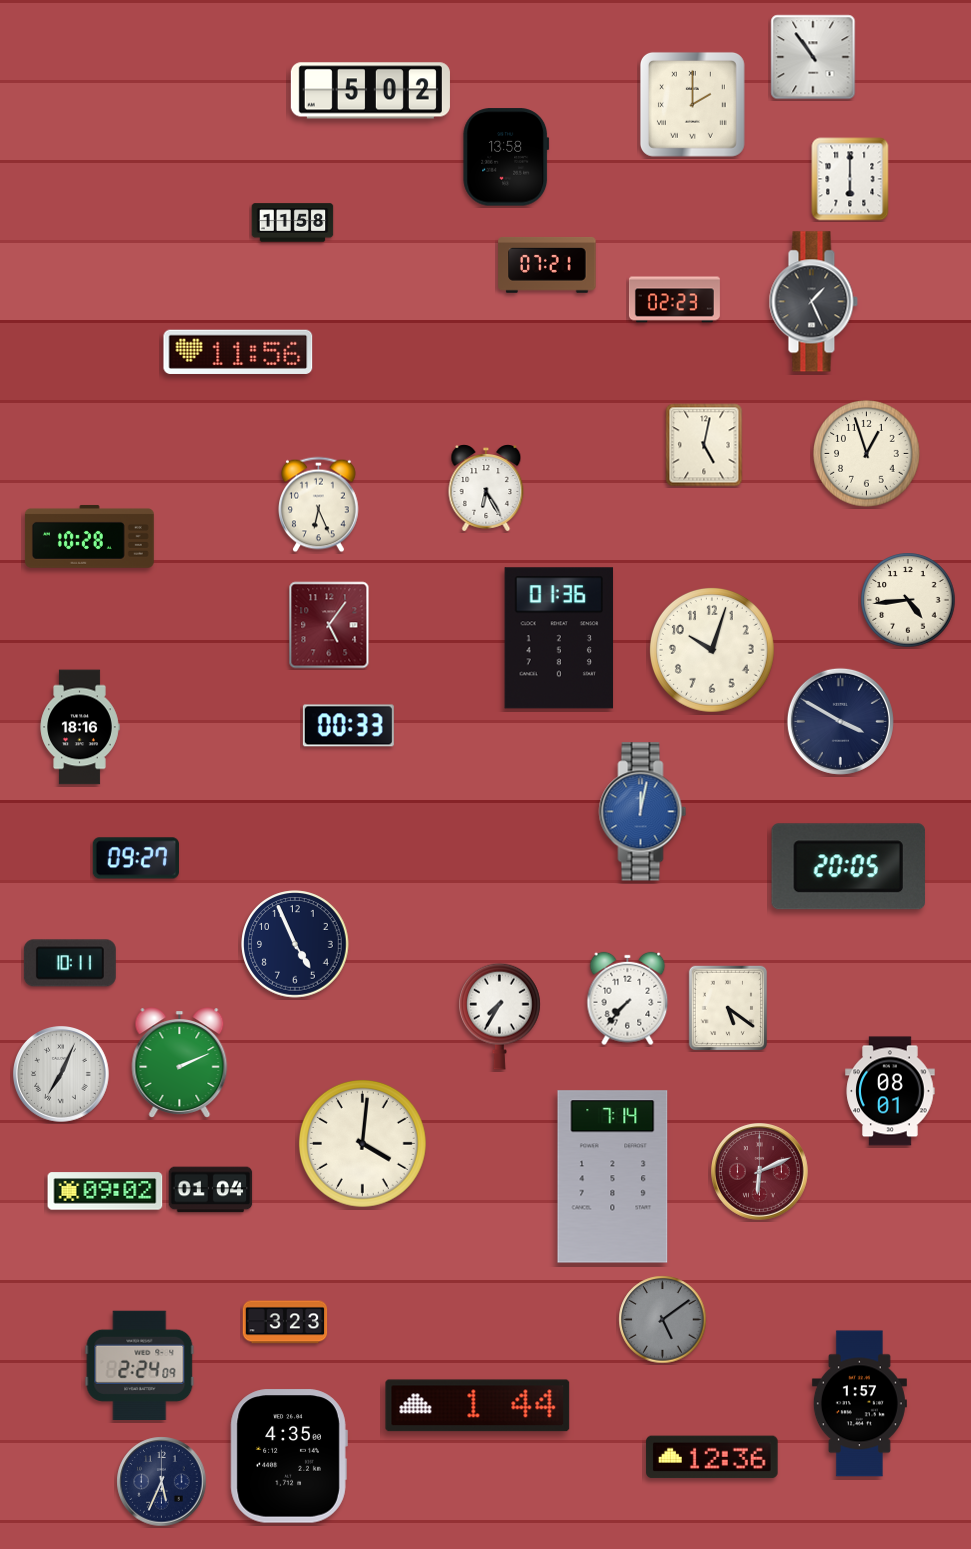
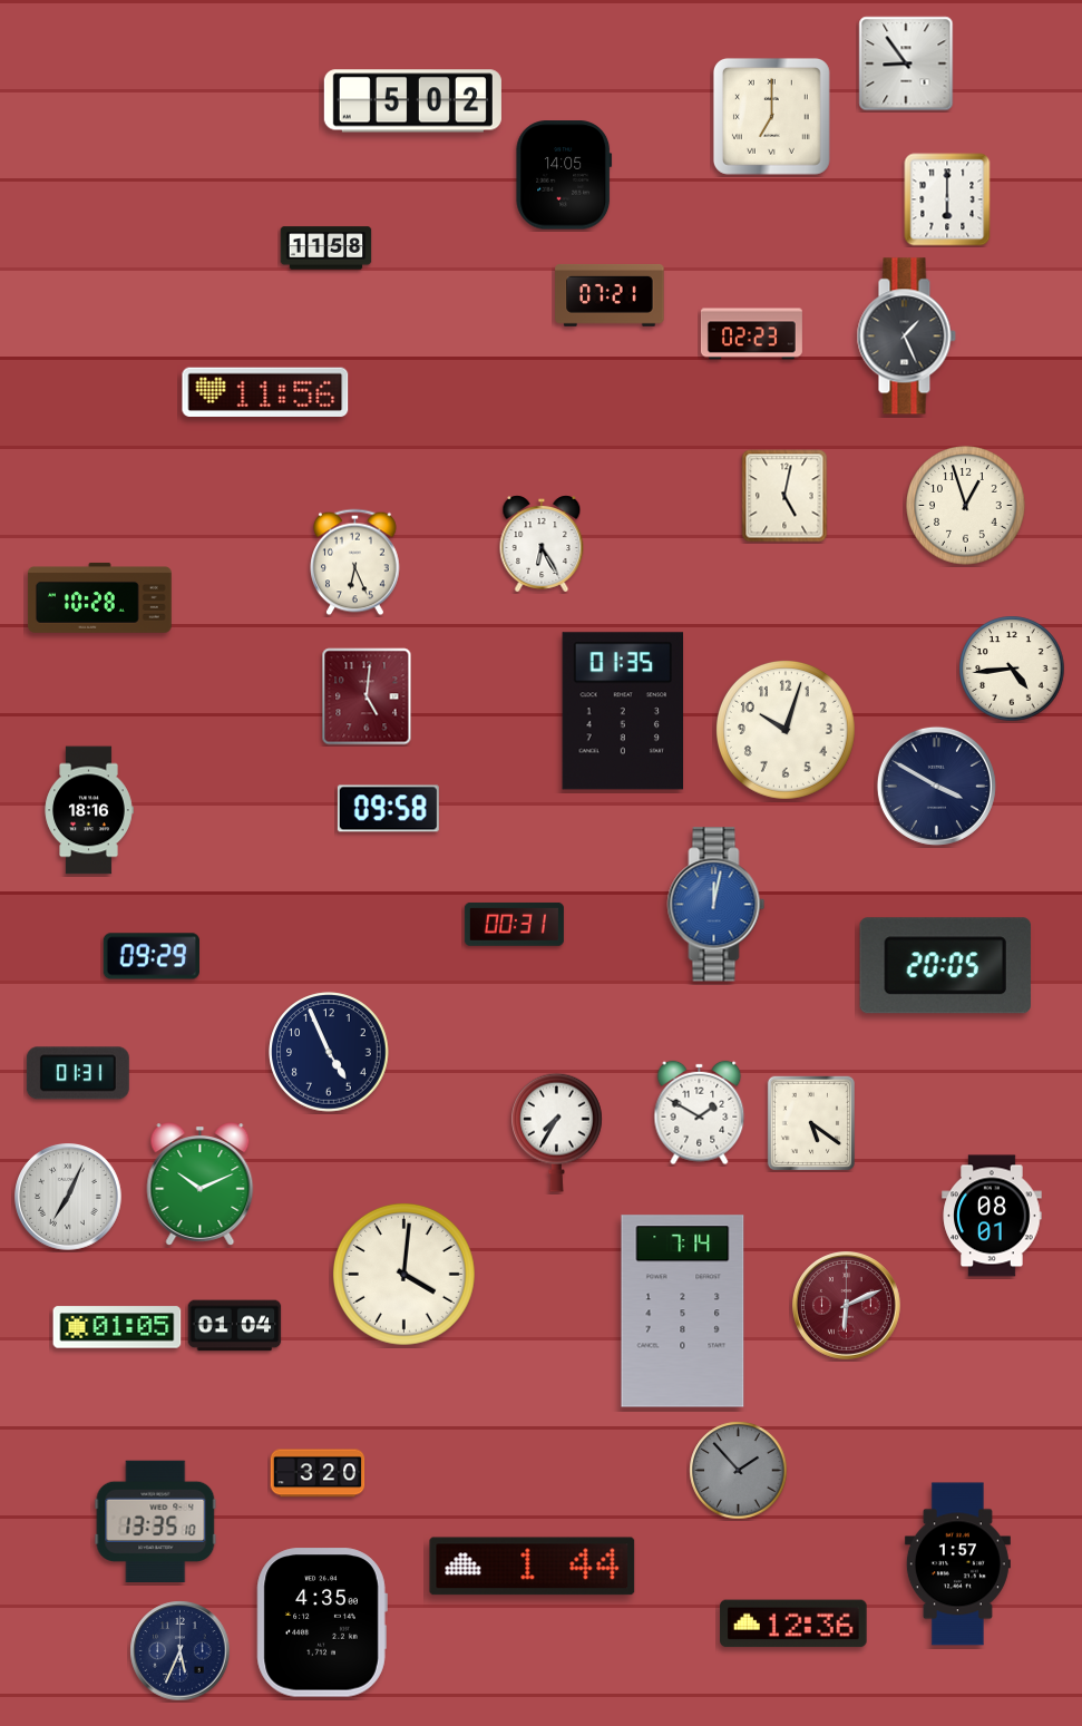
clock at (813, 57): 10:54 -> 8:54
clock at (692, 104): 2:00 -> 7:00
clock at (506, 157): 13:58 -> 14:05
clock at (329, 625): 5:06 -> 5:01
clock at (559, 638): 01:36 -> 01:35
clock at (712, 650) position: (712, 650) -> (786, 730)
clock at (840, 721) position: (840, 721) -> (936, 786)
clock at (348, 726): 00:33 -> 09:58
clock at (514, 924): none -> 00:31
clock at (136, 858): 09:27 -> 09:29
clock at (70, 963): 10:11 -> 01:31
clock at (628, 999): 7:37 -> 1:50
clock at (180, 1063): 2:11 -> 10:11
clock at (105, 1191): 09:02 -> 01:05
clock at (663, 1320): 5:09 -> 1:53
clock at (285, 1322): 3:23 -> 3:20
clock at (140, 1365): 2:24 -> 13:35
